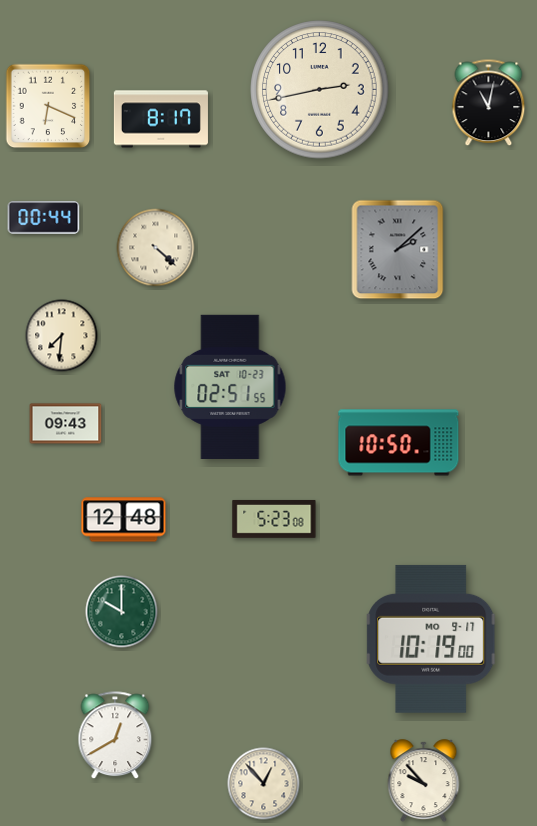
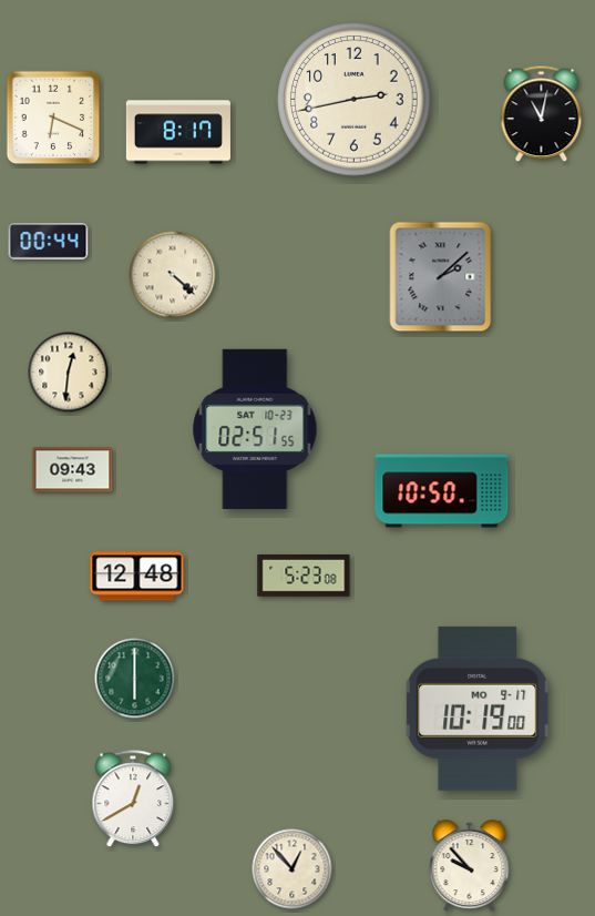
clock at (62, 336): 7:31 -> 12:31
clock at (122, 612): 10:00 -> 6:00
clock at (115, 736) position: (115, 736) -> (133, 800)
